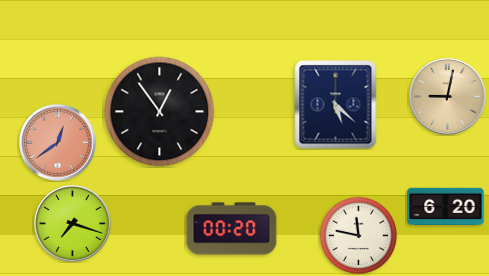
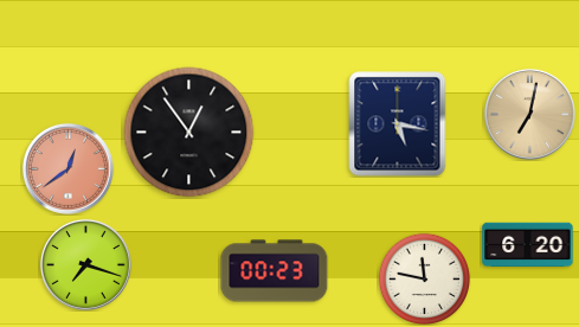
clock at (447, 96): 9:02 -> 7:02
clock at (336, 105): 5:22 -> 5:17
clock at (232, 229): 00:20 -> 00:23
